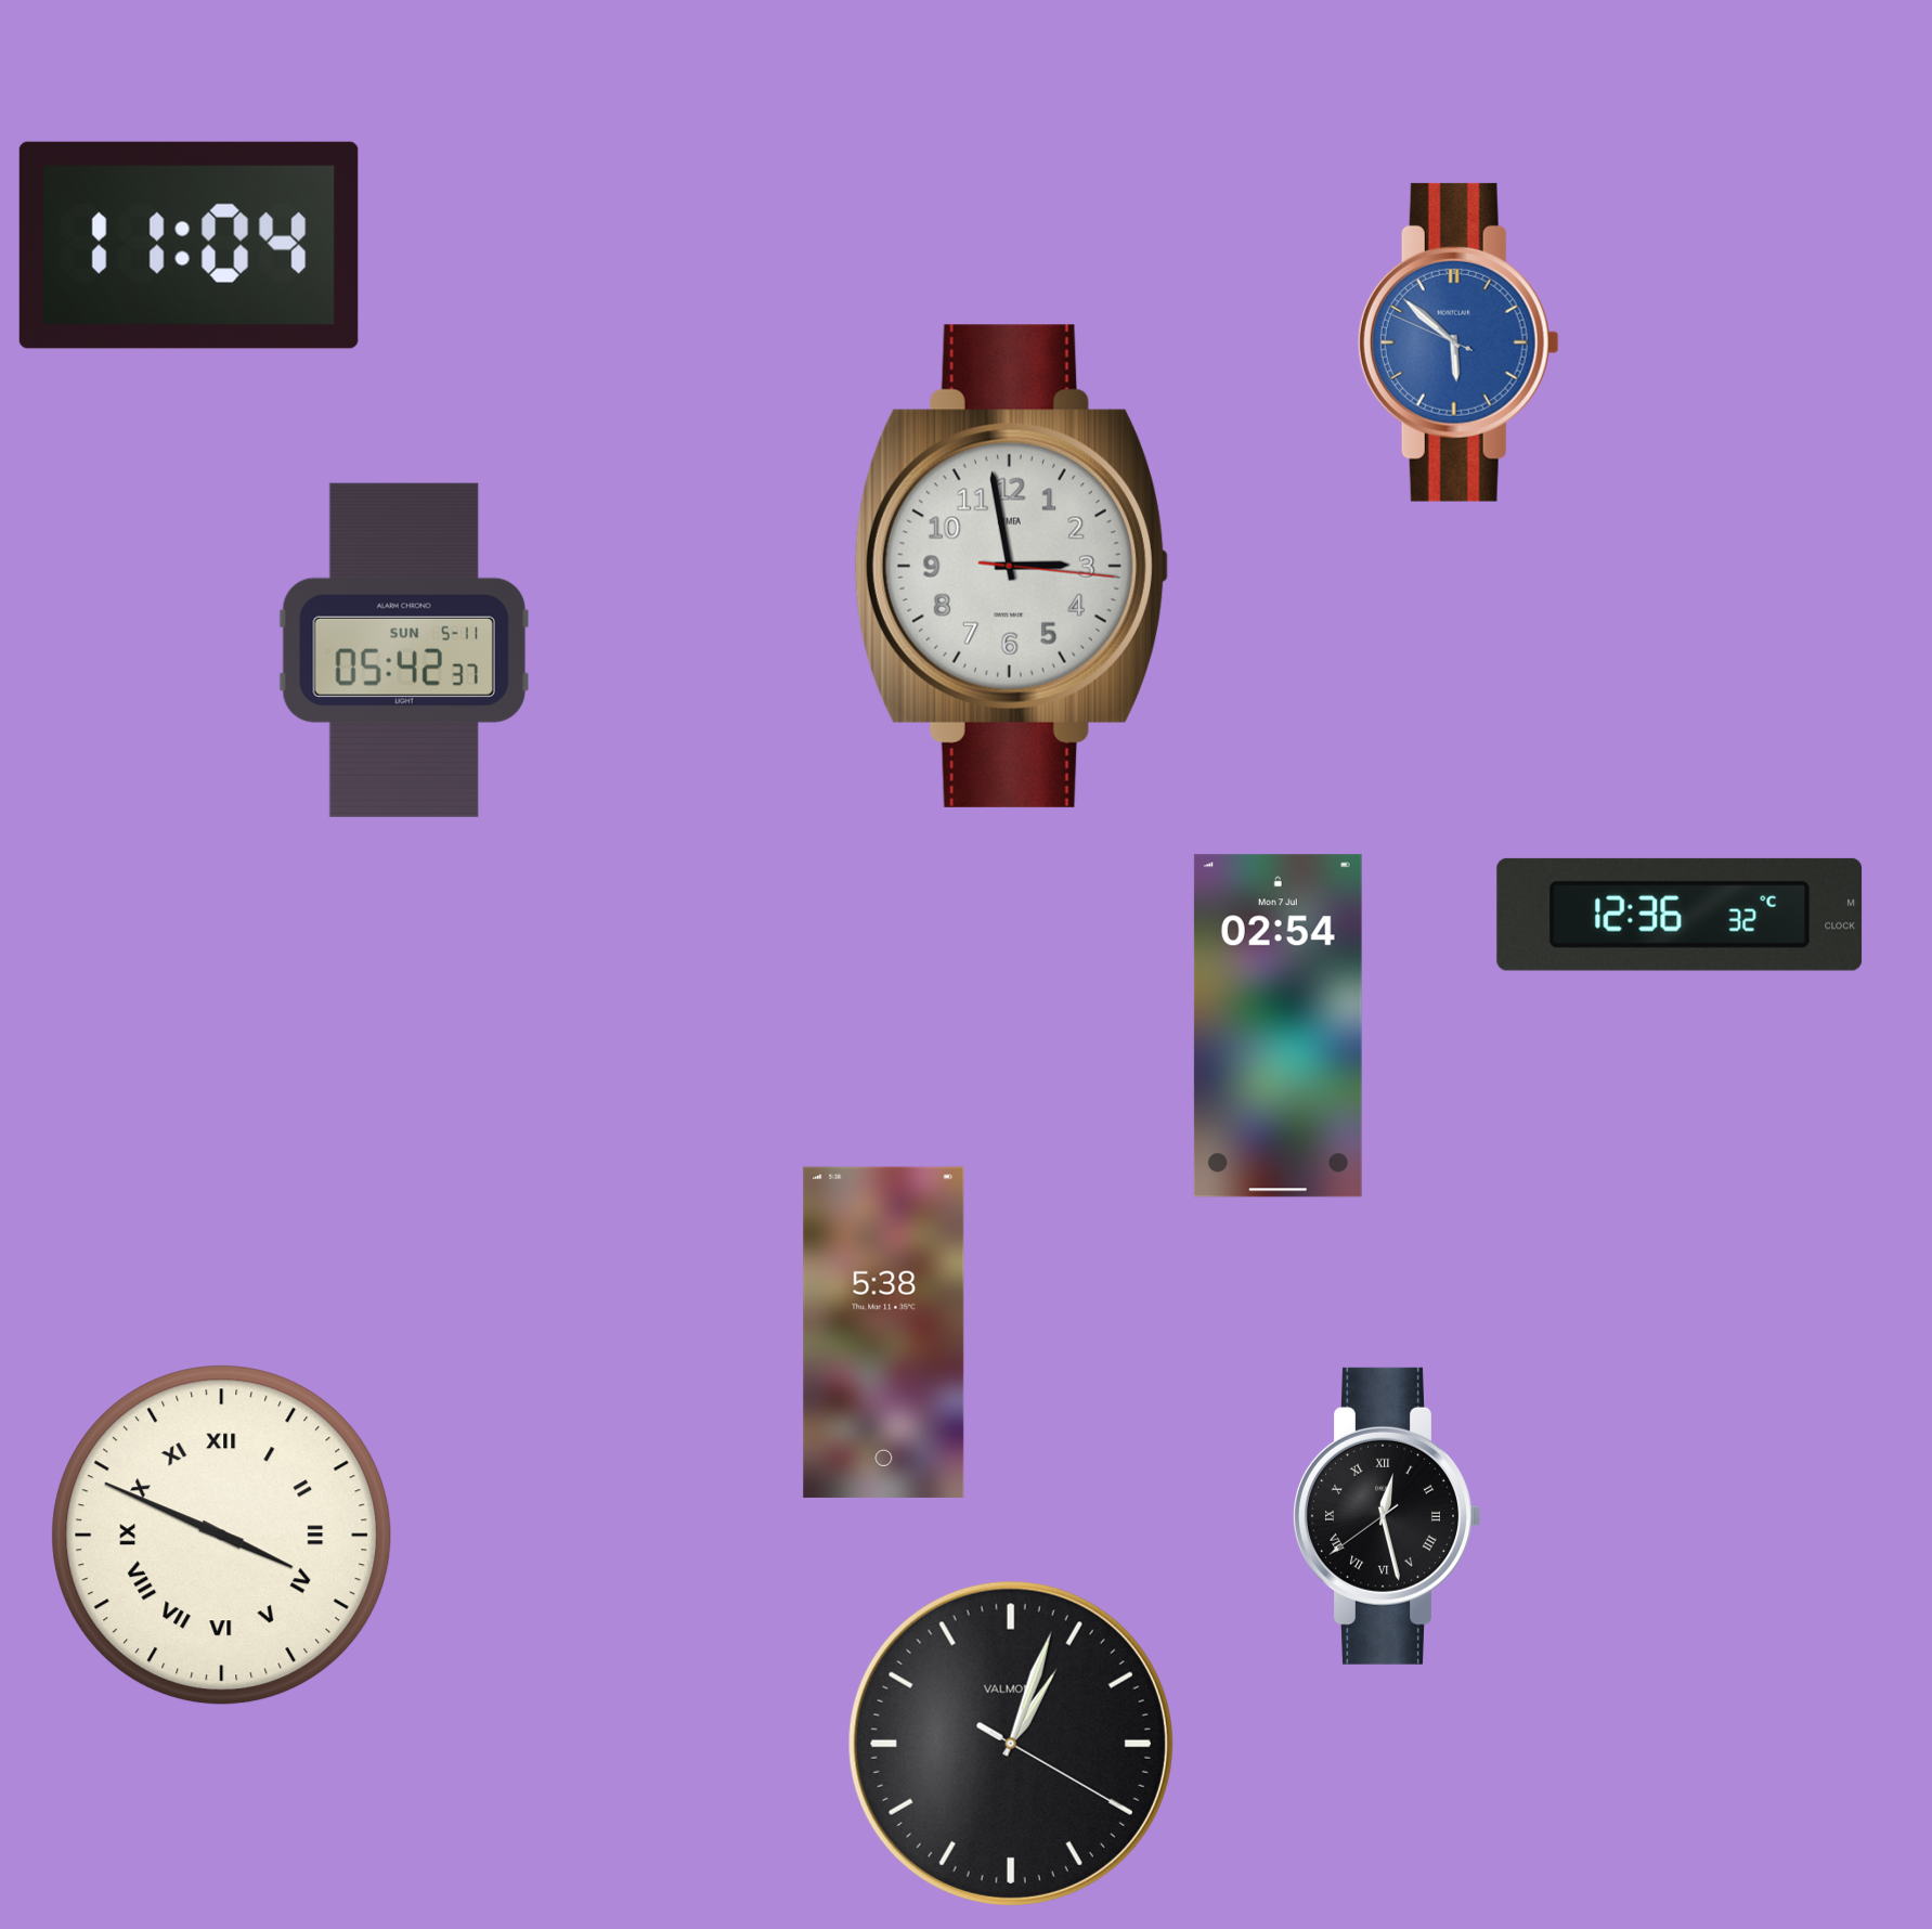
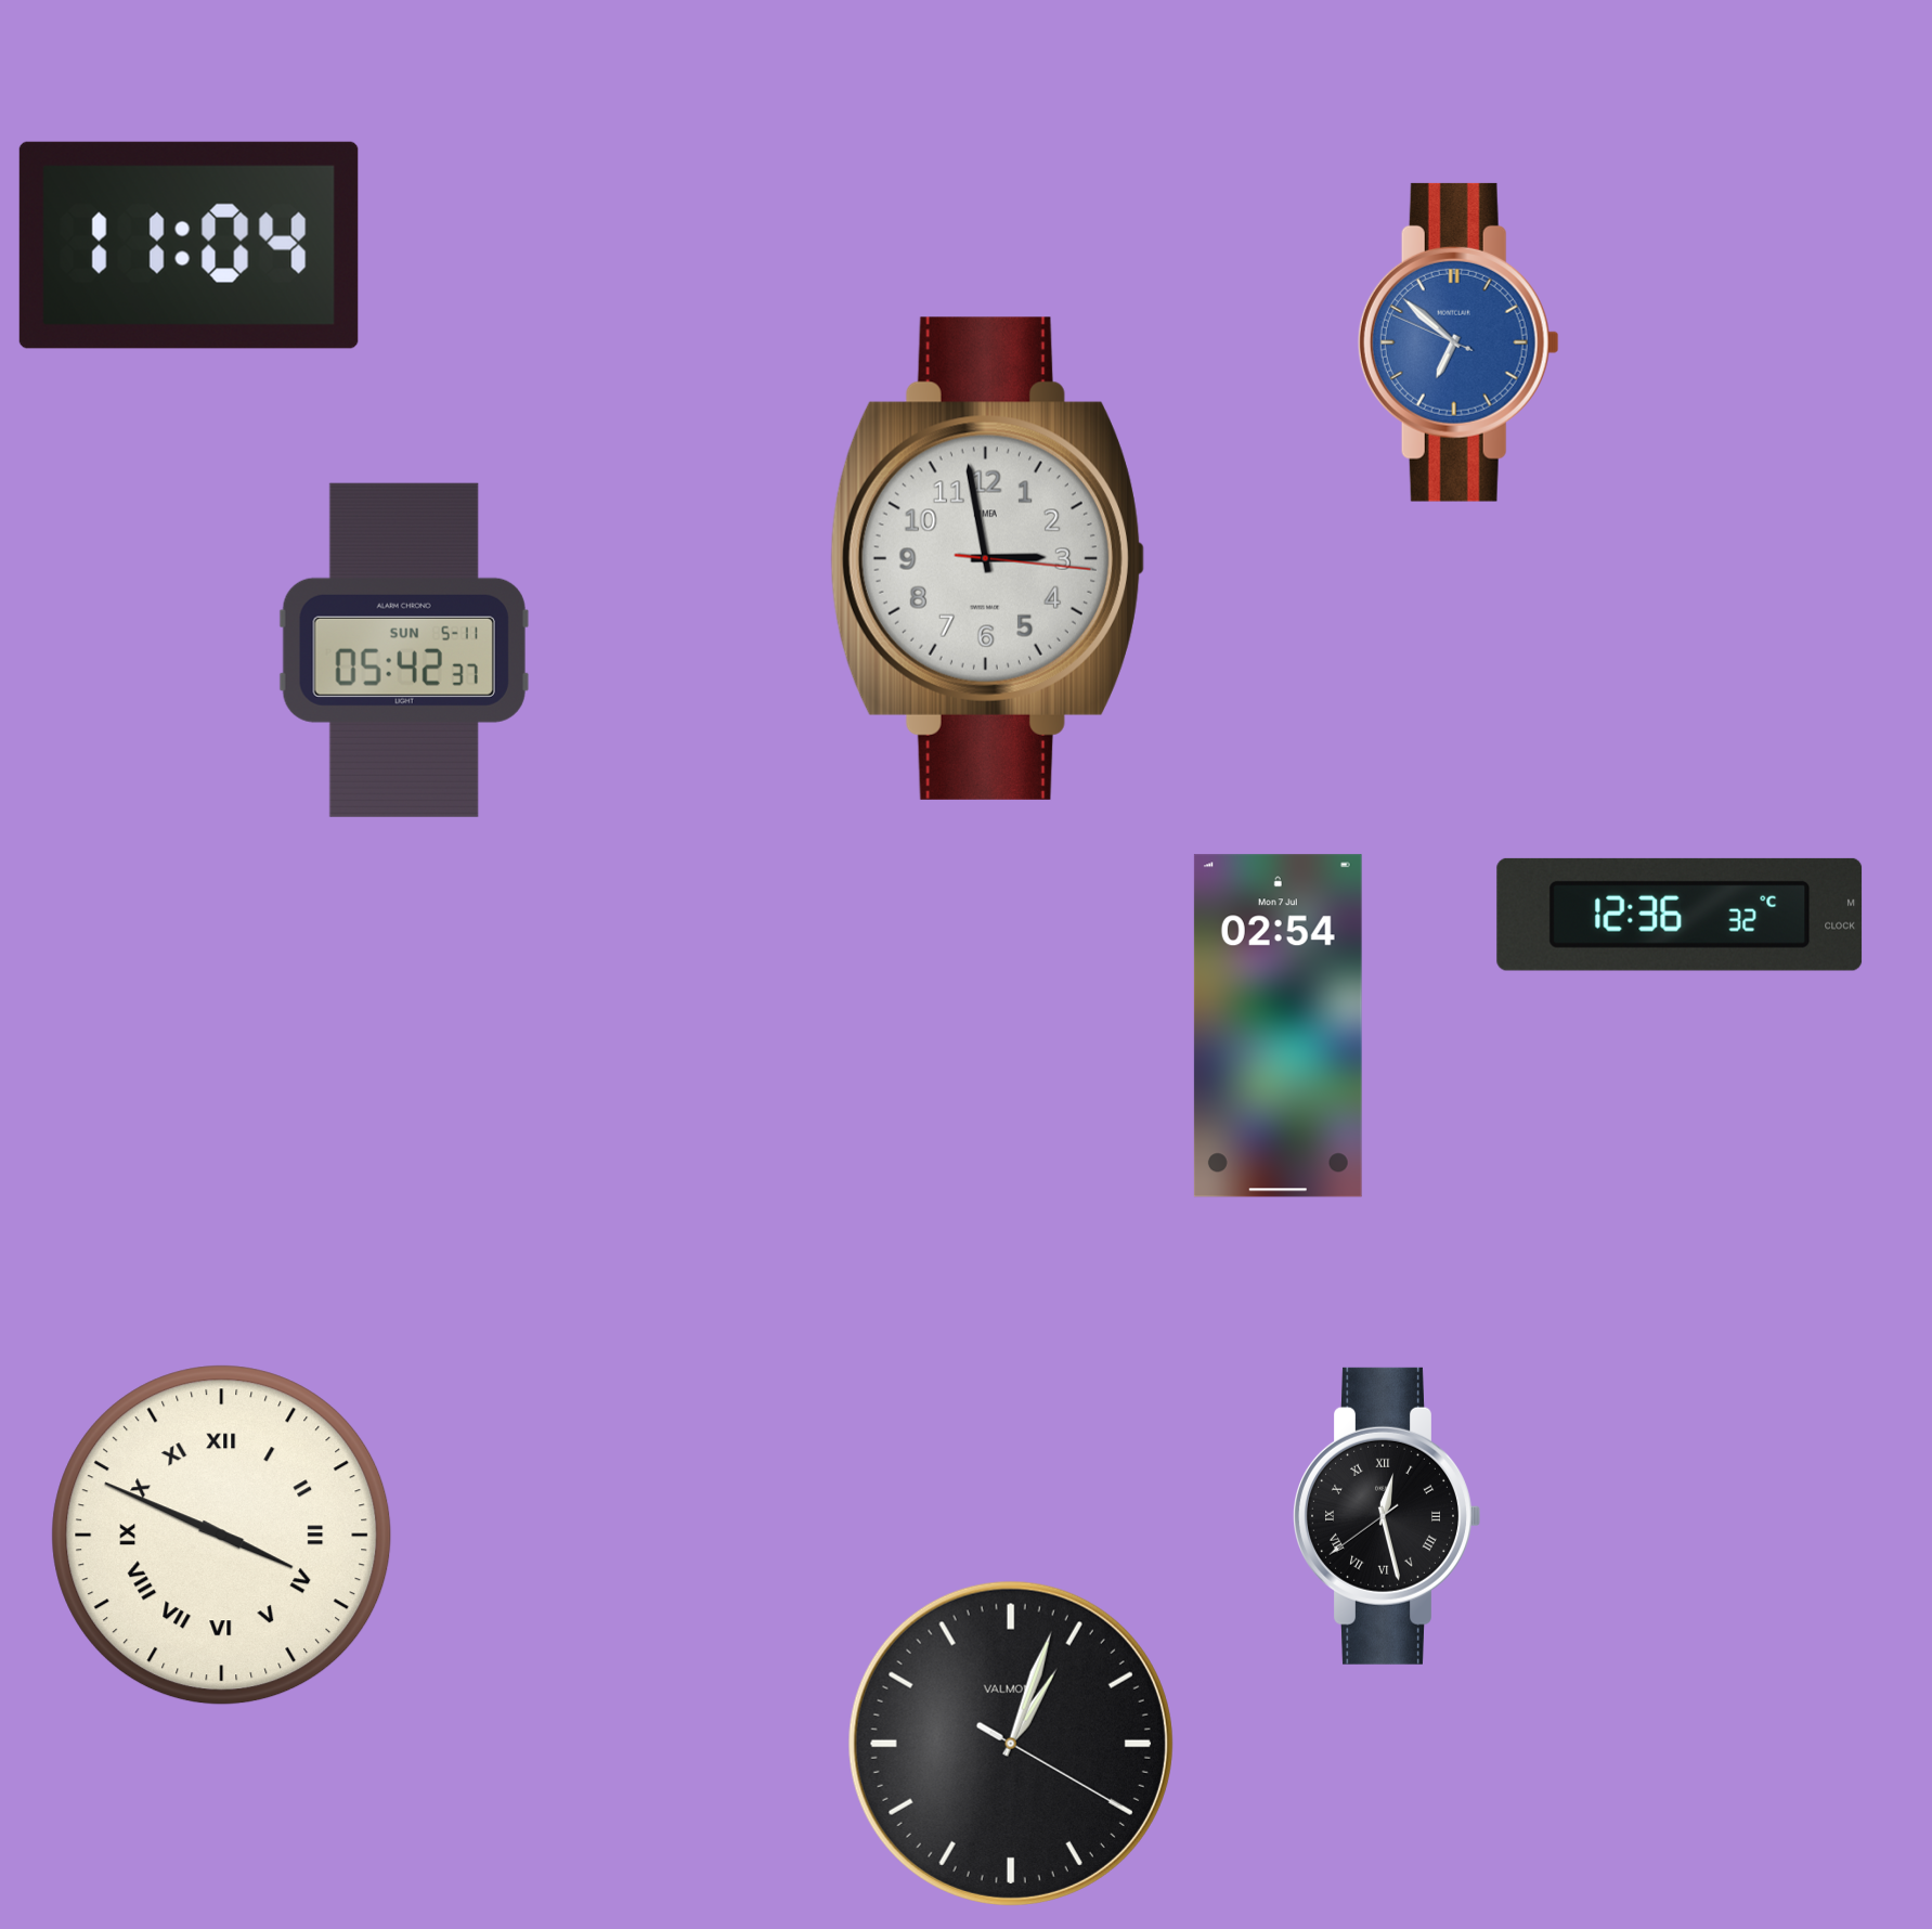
clock at (1458, 342): 5:51 -> 6:51
clock at (1011, 566) position: (1011, 566) -> (987, 558)
clock at (884, 1332): 5:38 -> none
